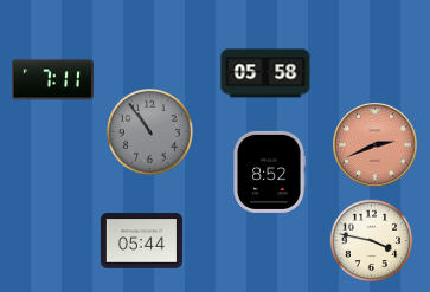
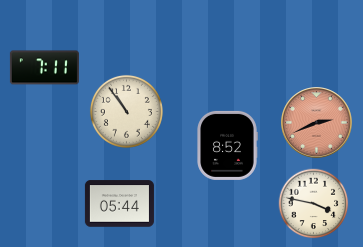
clock at (265, 73): 05:58 -> none
clock at (149, 131) dial: grey -> cream
